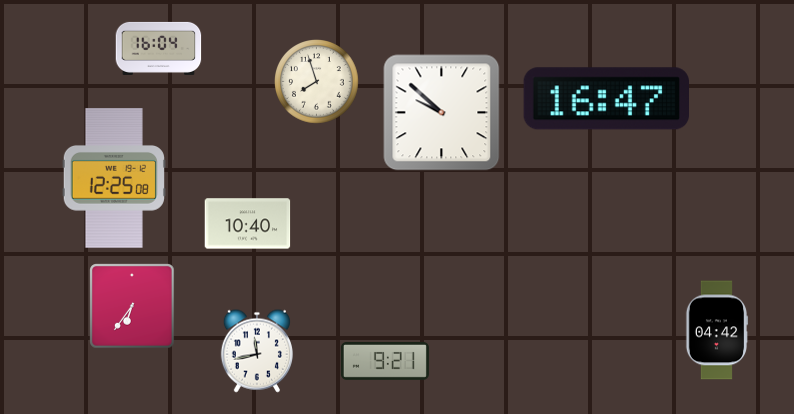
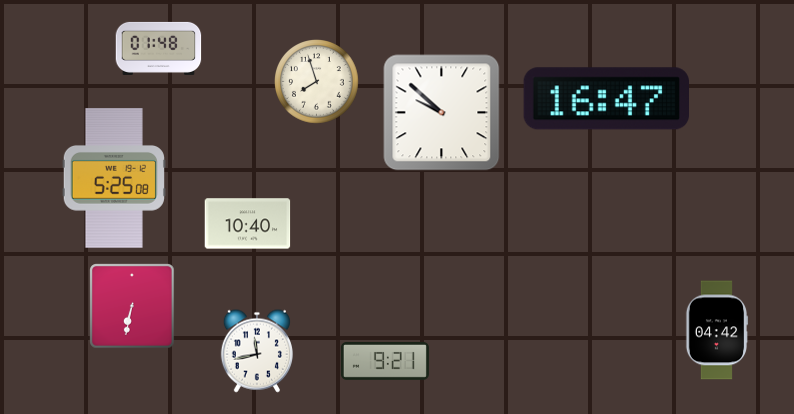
clock at (159, 48): 16:04 -> 01:48
clock at (114, 178): 12:25 -> 5:25
clock at (132, 306): 6:36 -> 6:32
